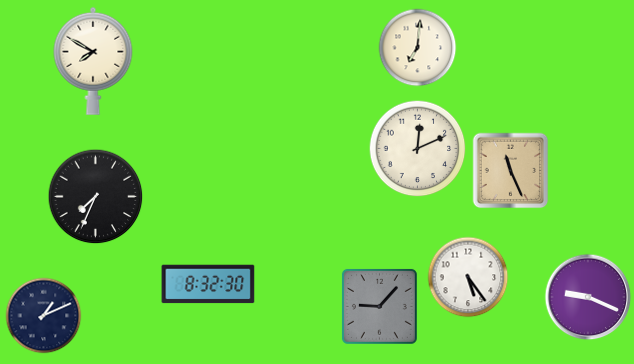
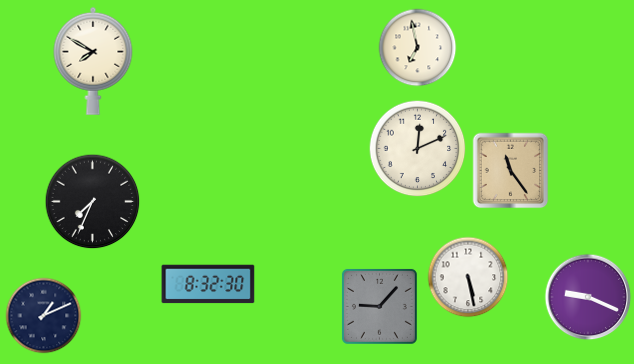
clock at (418, 48): 7:01 -> 6:58
clock at (511, 171): 11:26 -> 11:24
clock at (96, 197) position: (96, 197) -> (93, 202)
clock at (468, 277): 5:24 -> 5:28
